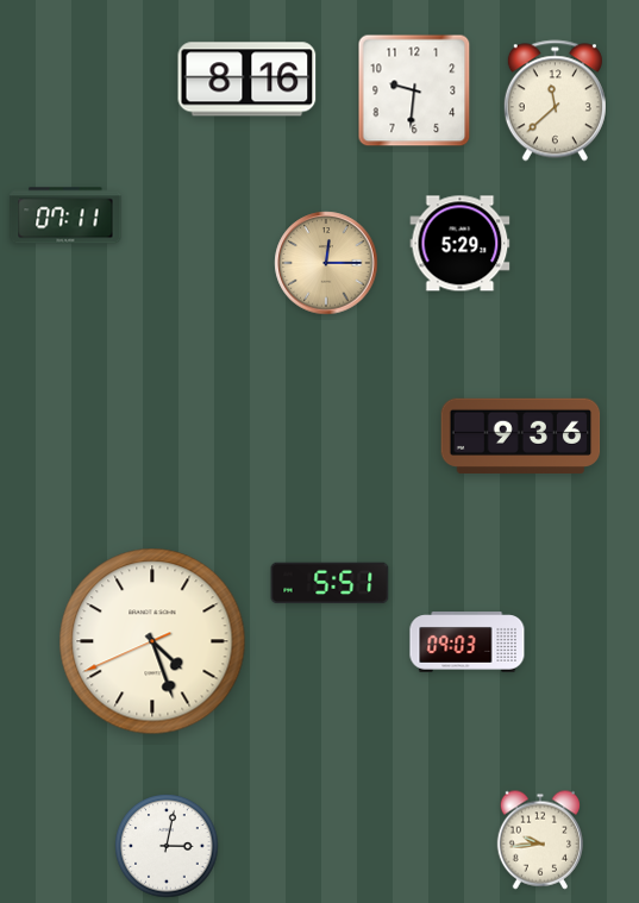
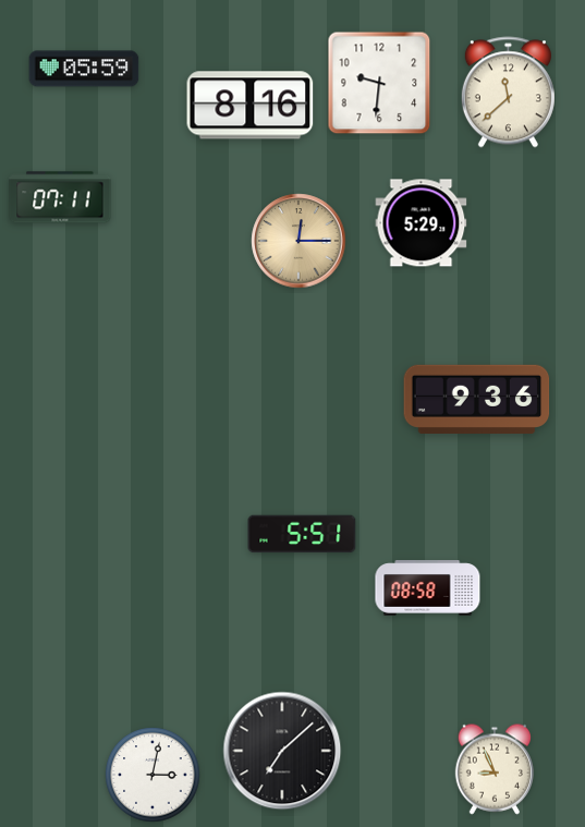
clock at (84, 69): none -> 05:59
clock at (248, 80) position: (248, 80) -> (251, 106)
clock at (152, 641): 4:26 -> none
clock at (468, 642): 09:03 -> 08:58
clock at (282, 751): none -> 7:08
clock at (539, 840): 9:44 -> 8:56
